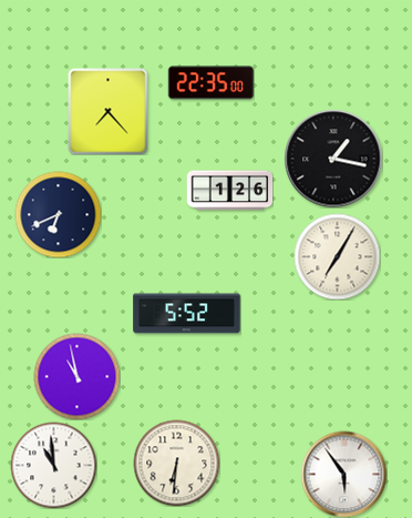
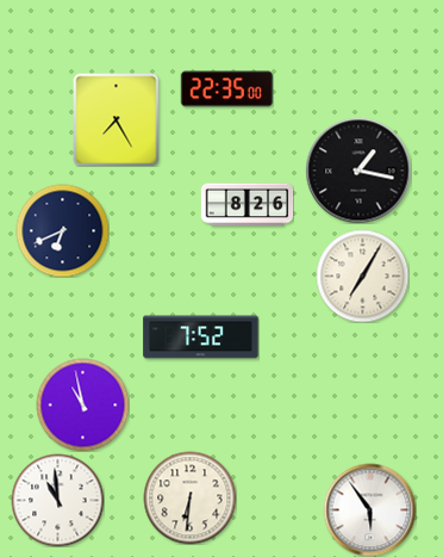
clock at (109, 111): 7:23 -> 7:25
clock at (229, 191): 1:26 -> 8:26
clock at (187, 314): 5:52 -> 7:52
